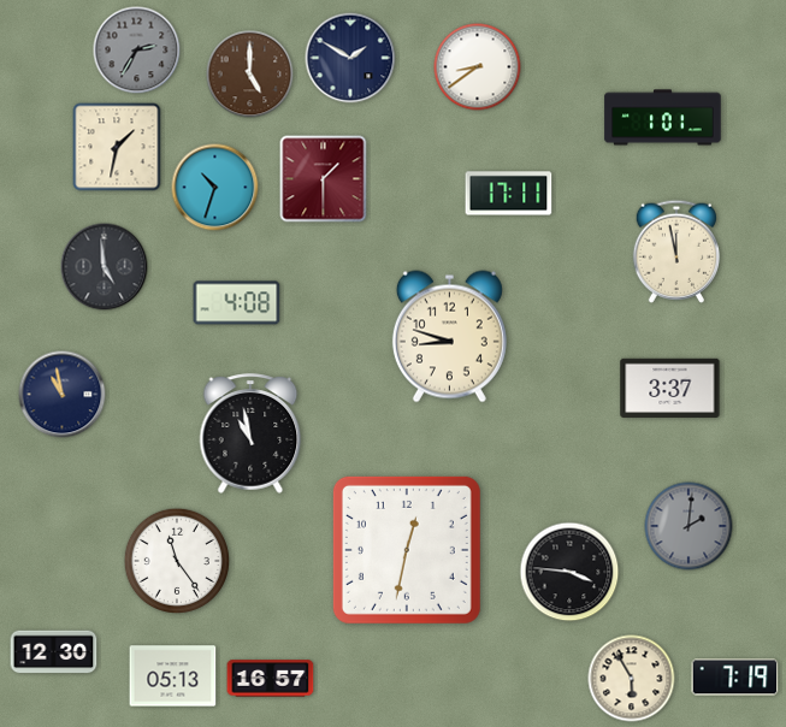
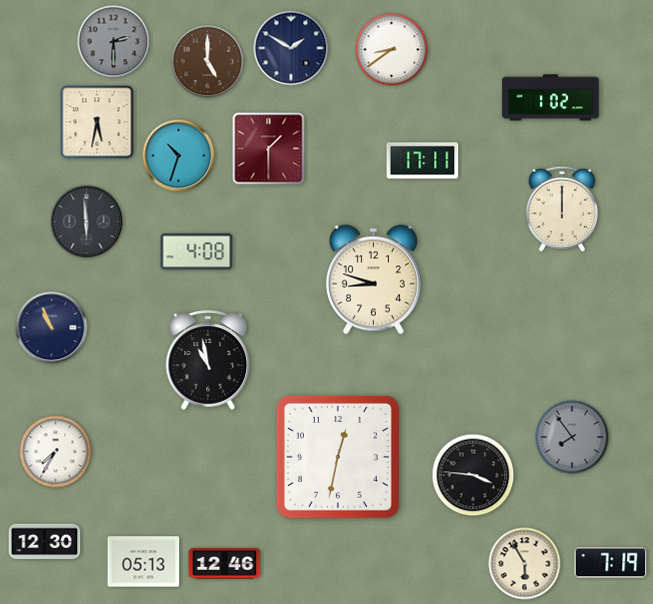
clock at (137, 51): 2:35 -> 2:30
clock at (478, 67) position: (478, 67) -> (392, 50)
clock at (663, 118): 1:01 -> 1:02
clock at (117, 147): 1:32 -> 5:32
clock at (675, 252): 11:58 -> 12:00
clock at (105, 267): 4:59 -> 5:59
clock at (670, 388): 3:37 -> none
clock at (63, 395): 10:58 -> 10:56
clock at (689, 526): 2:01 -> 7:54
clock at (56, 452): none -> 7:35
clock at (176, 560): 11:24 -> none
clock at (271, 679): 16:57 -> 12:46
